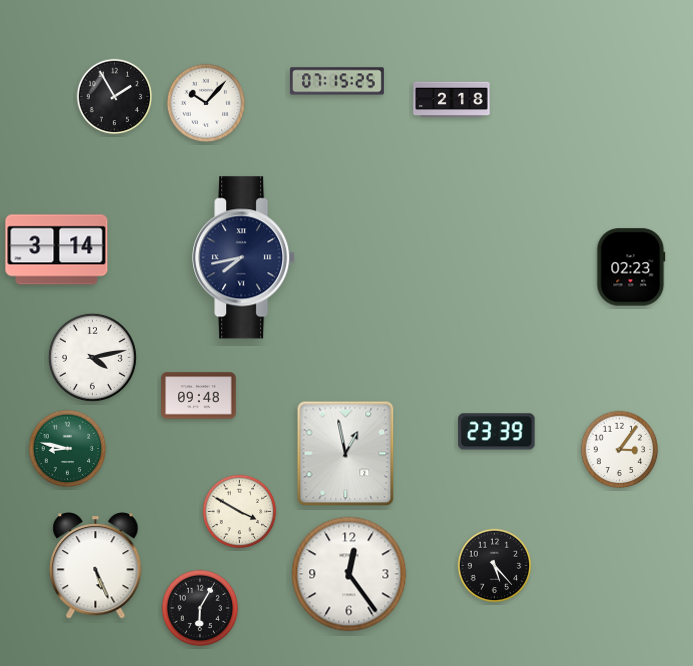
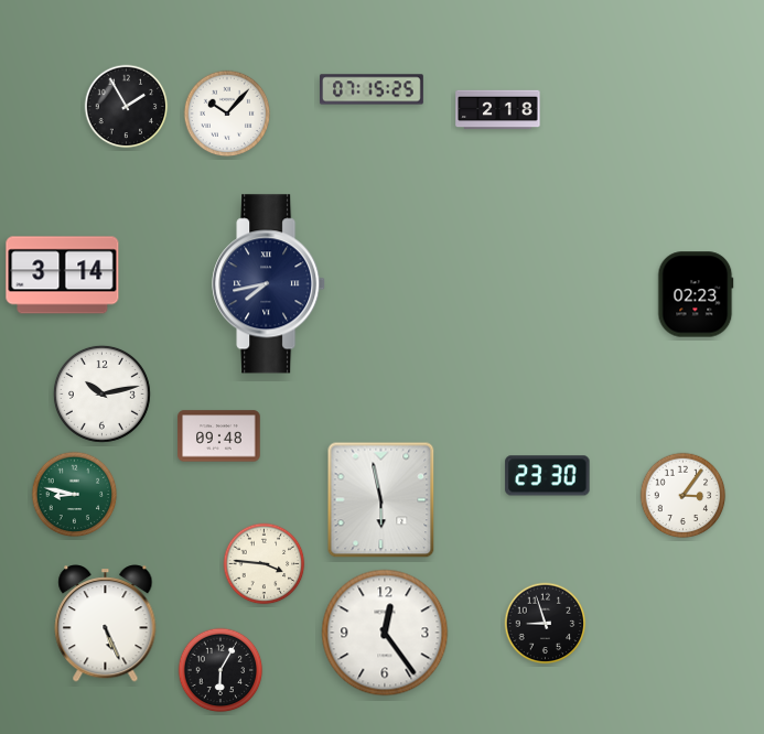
clock at (92, 357): 4:13 -> 10:13
clock at (497, 432): 23:39 -> 23:30
clock at (346, 454): 12:58 -> 5:58
clock at (240, 512): 3:50 -> 3:46
clock at (495, 566): 5:23 -> 8:57
